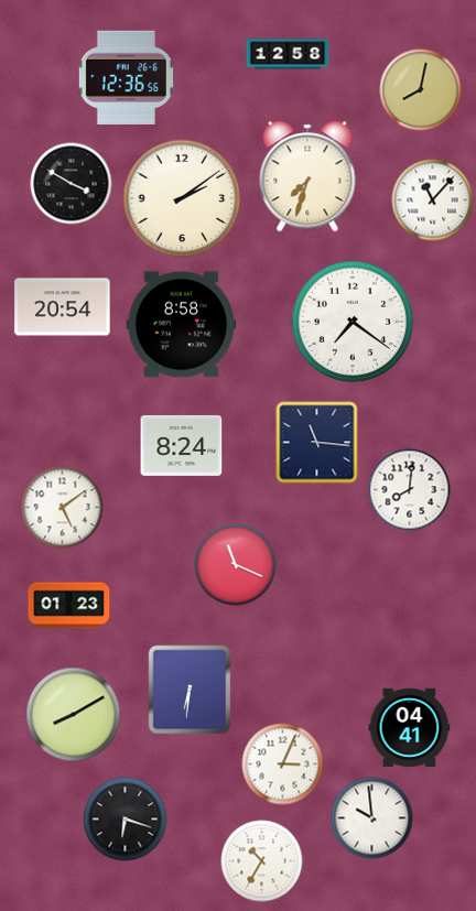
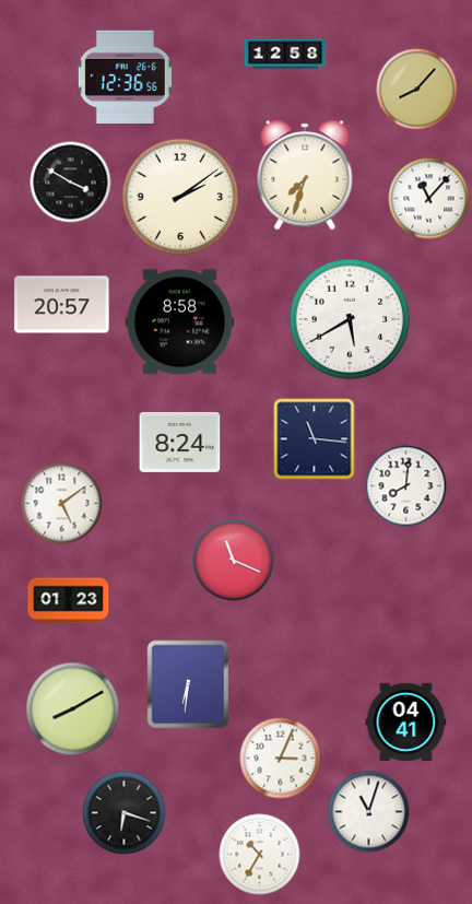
clock at (421, 90): 8:02 -> 8:07
clock at (63, 307): 20:54 -> 20:57
clock at (353, 322): 7:21 -> 5:40
clock at (372, 818): 9:59 -> 11:03
